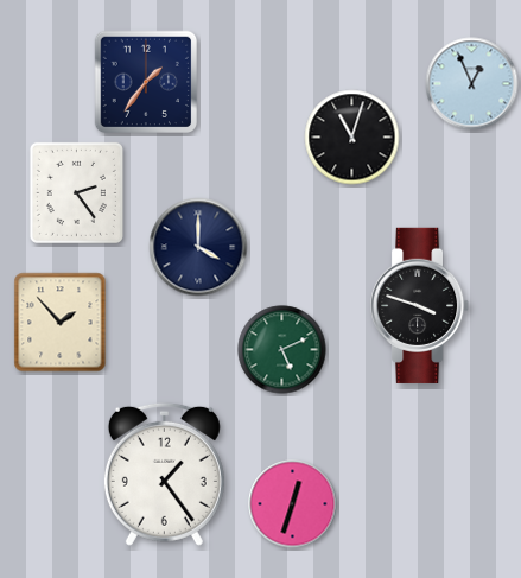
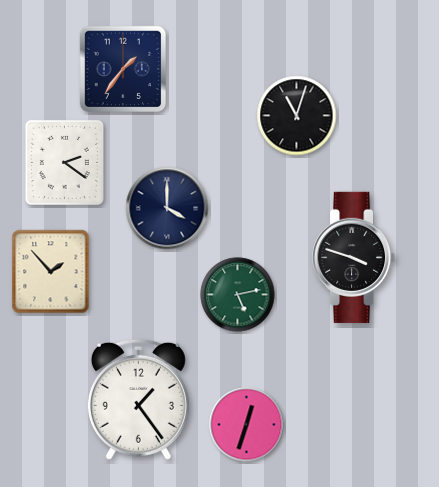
clock at (472, 84): 12:56 -> none
clock at (76, 192): 2:24 -> 2:21
clock at (282, 350): 5:11 -> 5:13
